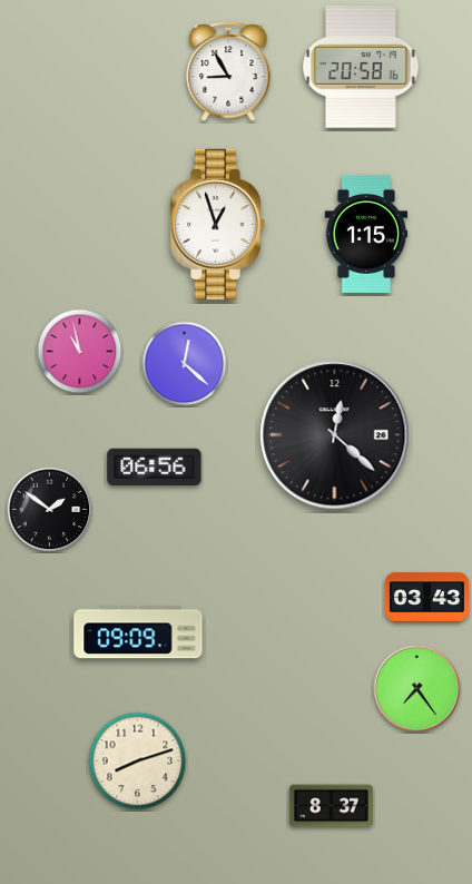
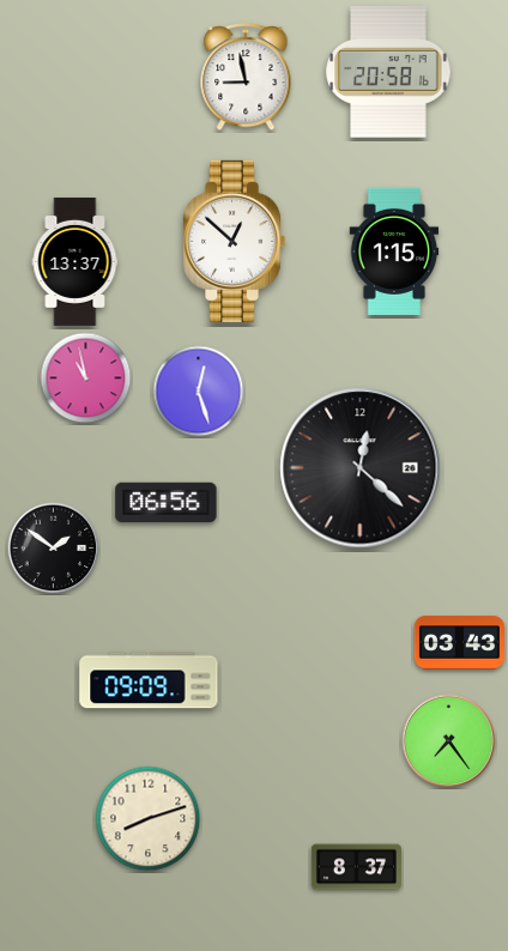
clock at (228, 72): 8:55 -> 8:58
clock at (218, 224): 12:57 -> 12:52
clock at (75, 261): none -> 13:37
clock at (185, 364): 12:22 -> 12:27
